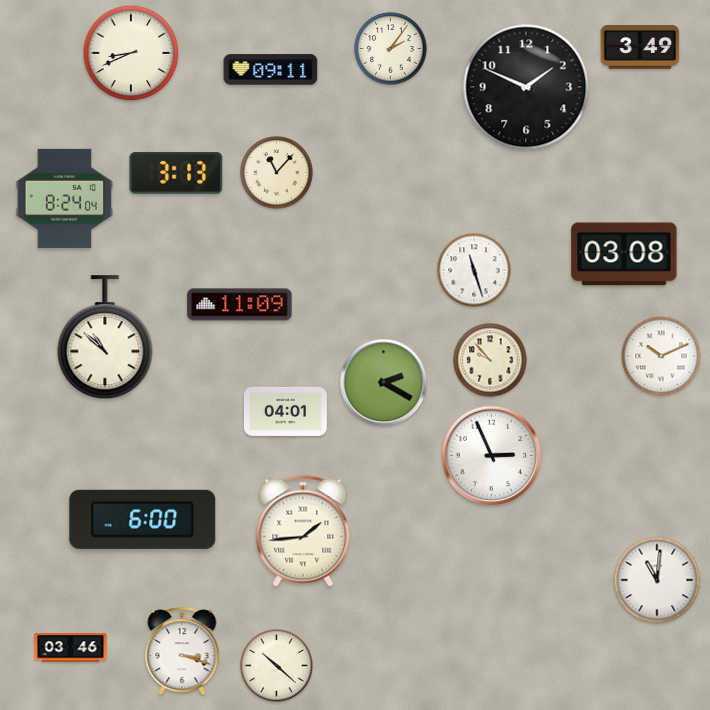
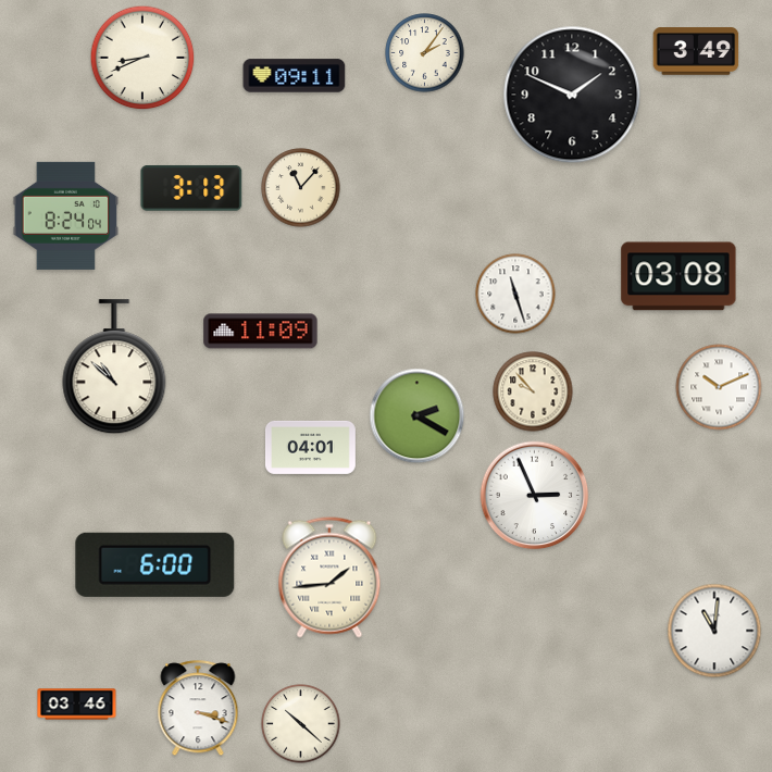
clock at (65, 198) position: (65, 198) -> (66, 215)
